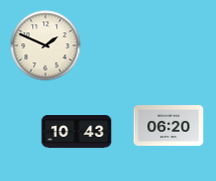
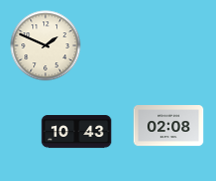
clock at (169, 126): 06:20 -> 02:08
